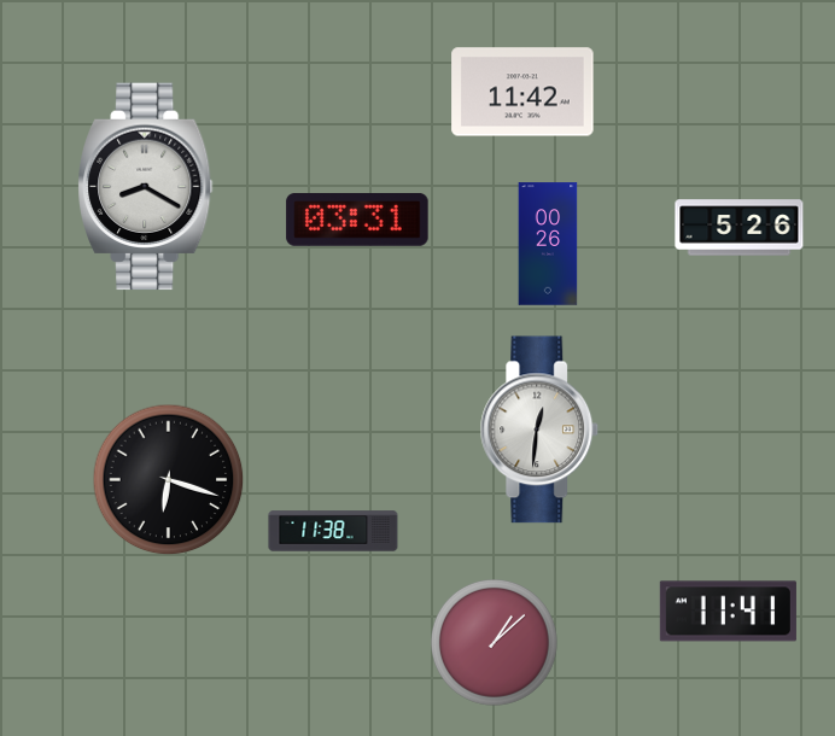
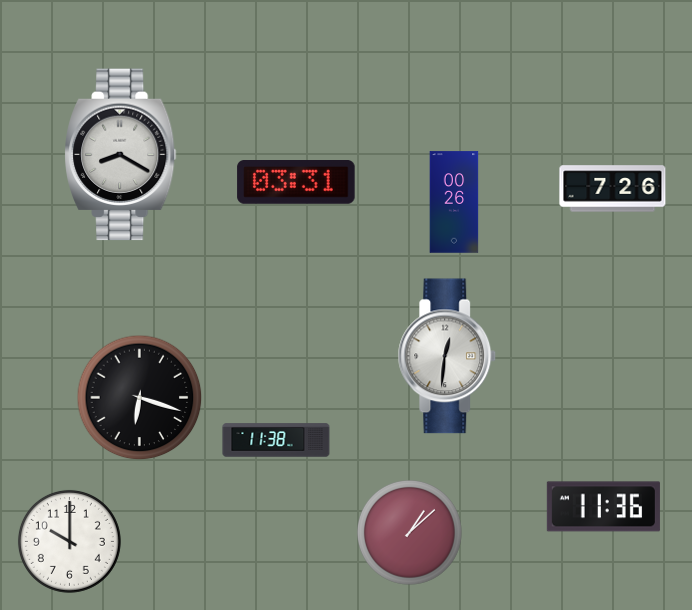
clock at (522, 92): 11:42 -> none
clock at (740, 228): 5:26 -> 7:26
clock at (728, 612): 11:41 -> 11:36
clock at (69, 541): none -> 10:00
